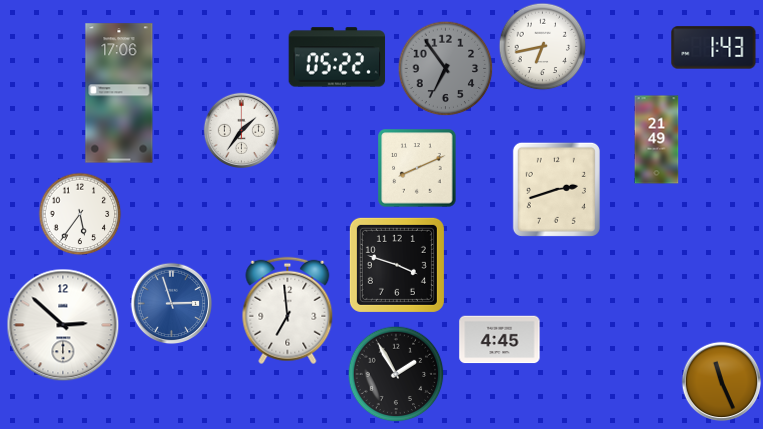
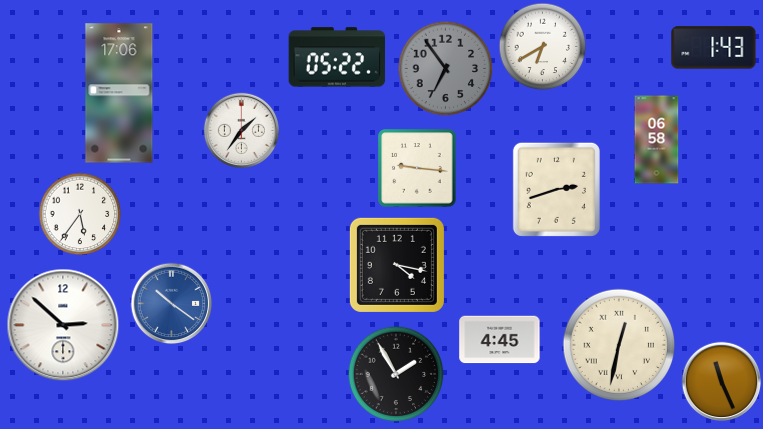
clock at (543, 47): 6:43 -> 6:40
clock at (657, 140): 21:49 -> 06:58
clock at (417, 168): 8:11 -> 9:16
clock at (397, 265): 3:48 -> 4:17
clock at (172, 304): 2:57 -> 10:21
clock at (288, 311): 6:59 -> none
clock at (618, 344): none -> 12:32
